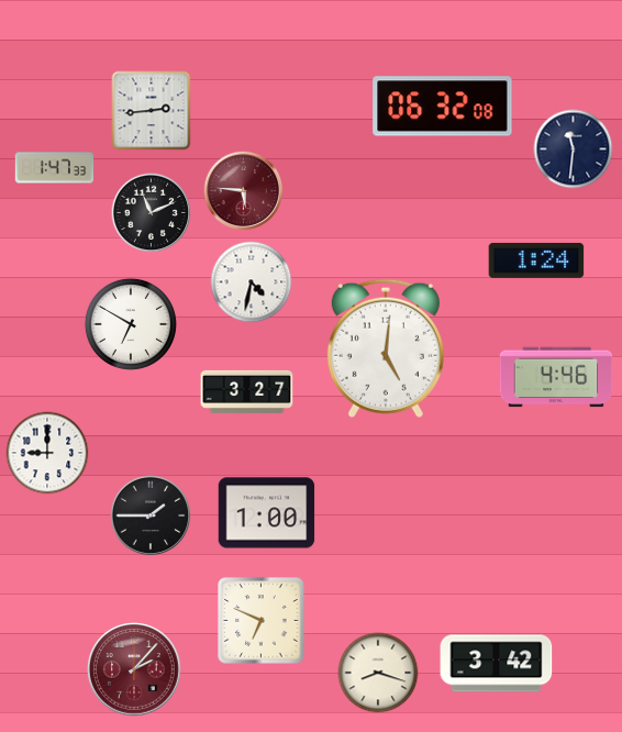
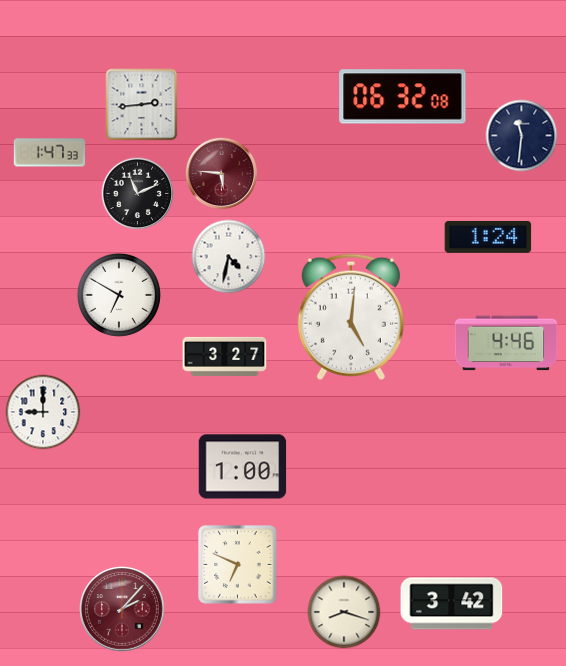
clock at (152, 111) position: (152, 111) -> (142, 105)
clock at (151, 515): 1:45 -> none
